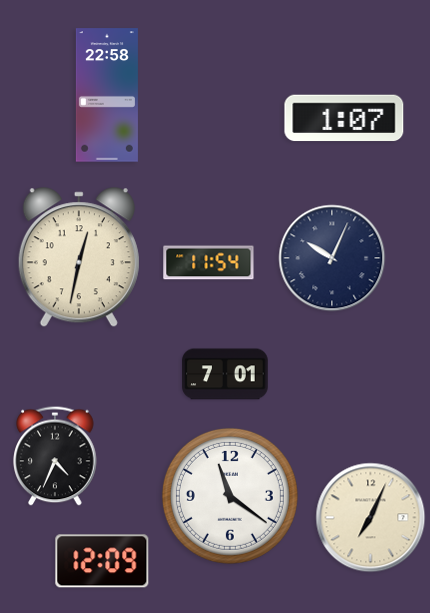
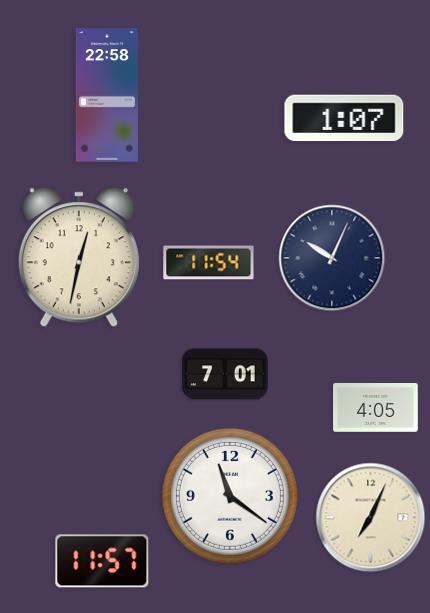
clock at (376, 408): none -> 4:05
clock at (55, 456): 4:34 -> none
clock at (102, 561): 12:09 -> 11:57
